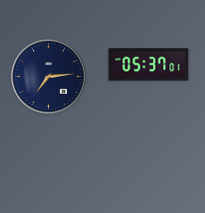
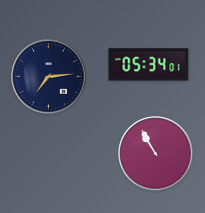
clock at (149, 65): 05:37 -> 05:34
clock at (156, 154): none -> 10:55
